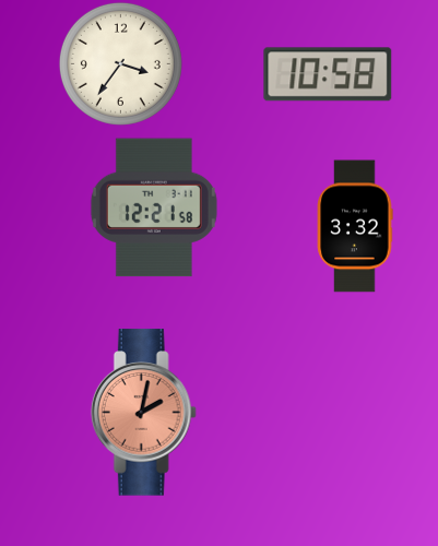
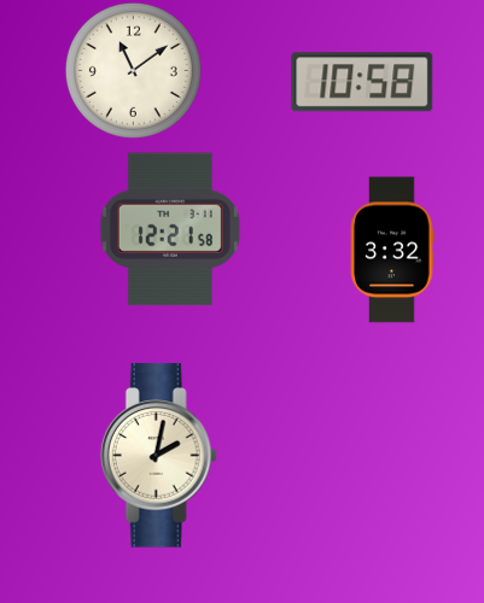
clock at (120, 63): 3:36 -> 11:09
clock at (143, 413) dial: salmon -> cream
